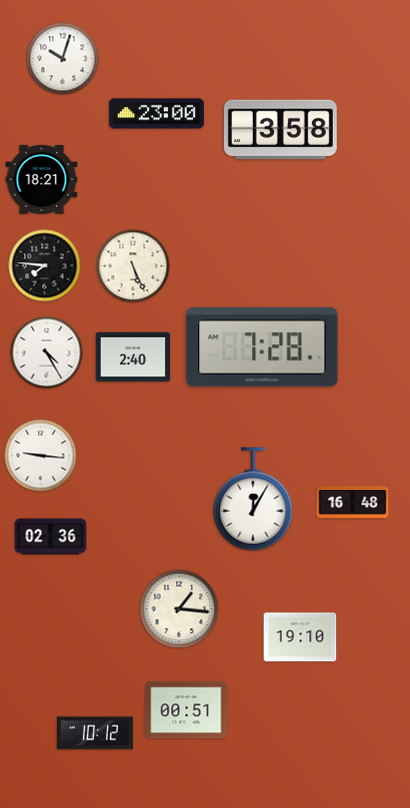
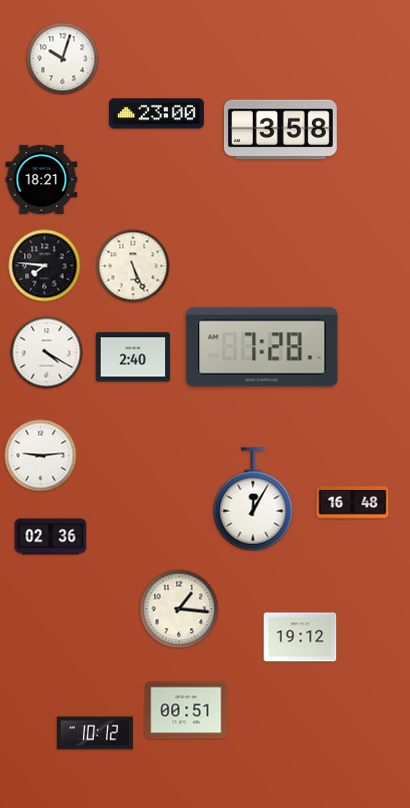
clock at (47, 353): 4:25 -> 4:20
clock at (41, 456): 9:16 -> 9:14
clock at (300, 637): 19:10 -> 19:12
